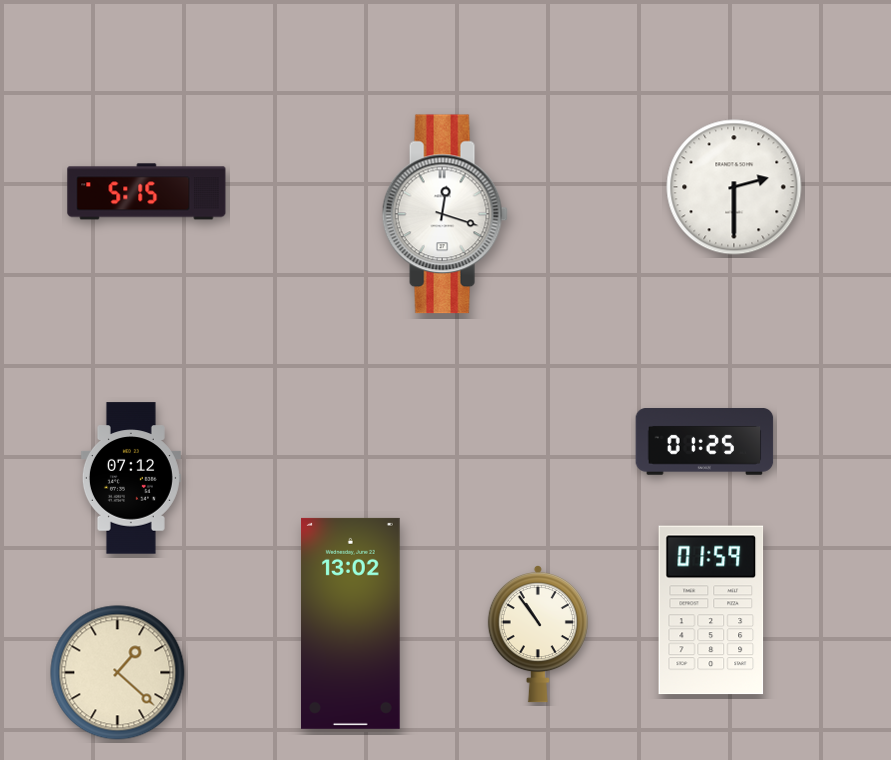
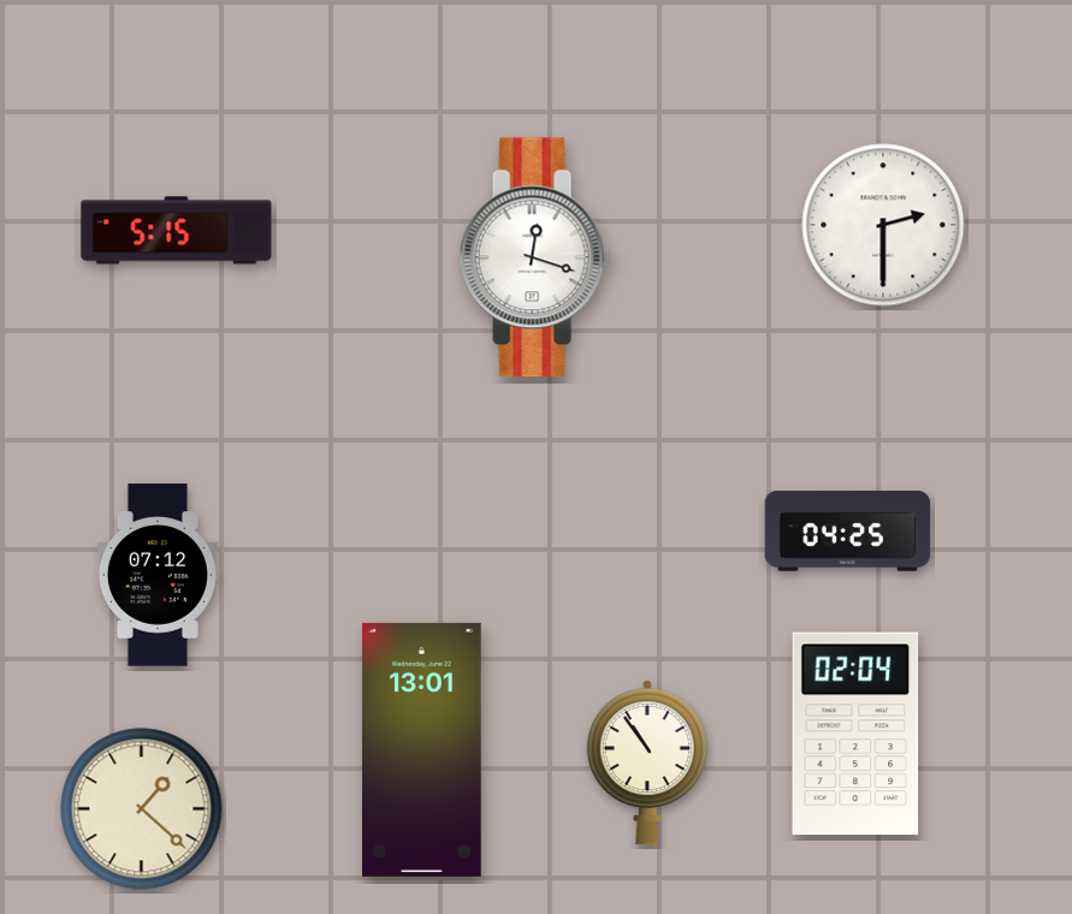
clock at (705, 442): 01:25 -> 04:25
clock at (711, 610): 01:59 -> 02:04
clock at (351, 623): 13:02 -> 13:01
